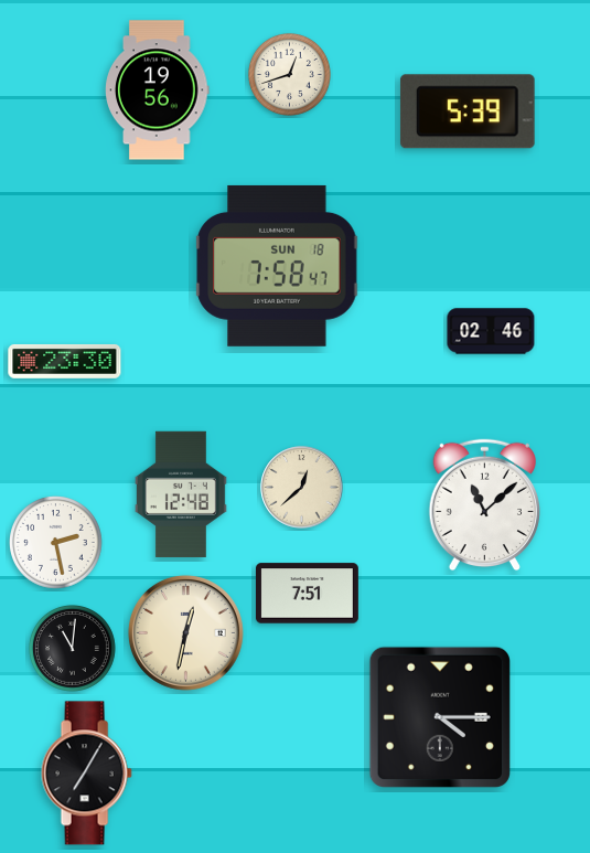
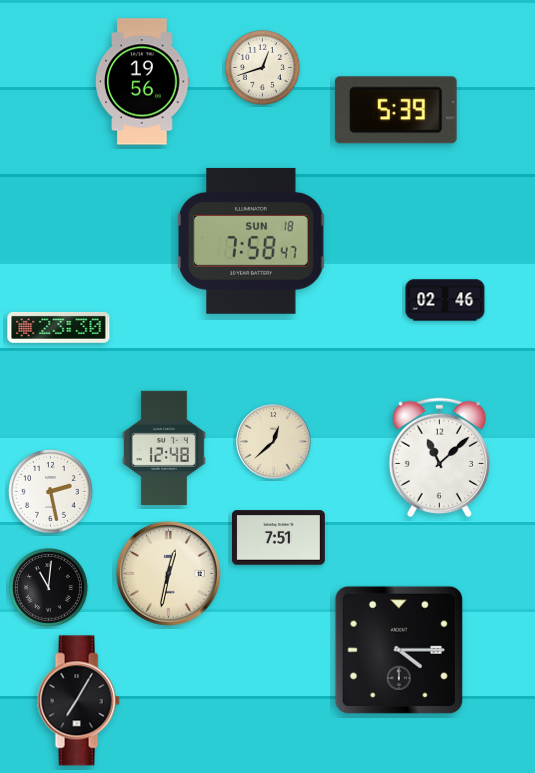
clock at (468, 111) position: (468, 111) -> (396, 110)
clock at (73, 649) position: (73, 649) -> (49, 588)
